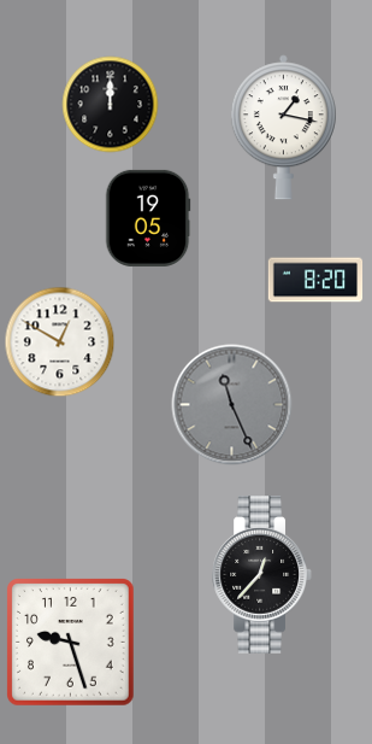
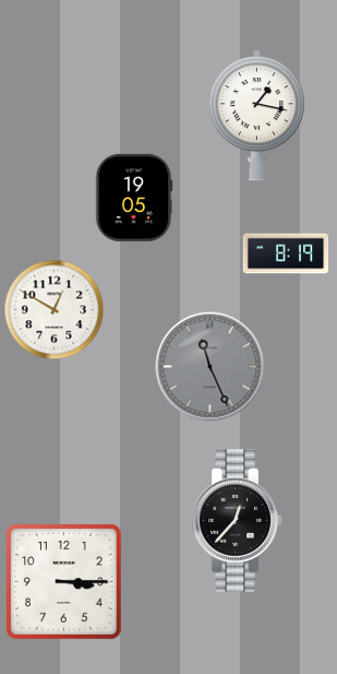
clock at (111, 105): 12:00 -> none
clock at (315, 280): 8:20 -> 8:19
clock at (71, 643): 9:27 -> 3:15
